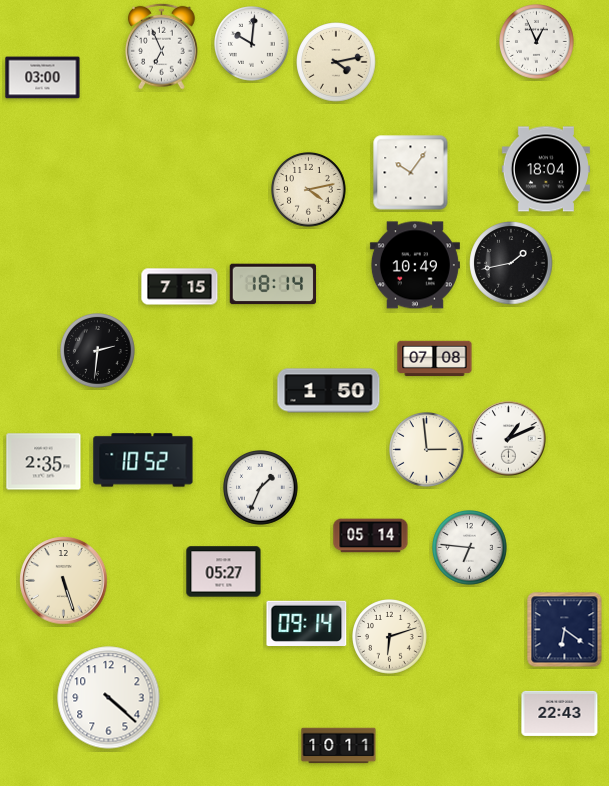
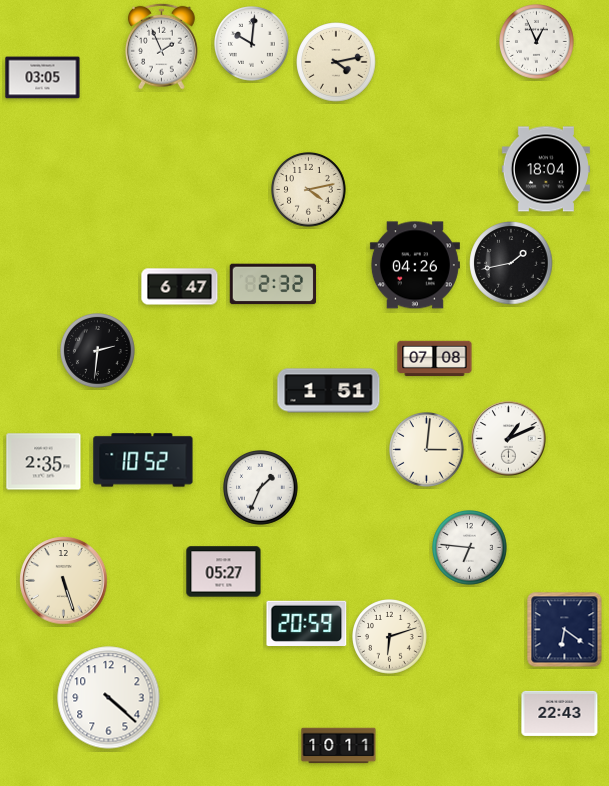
clock at (162, 46): 6:56 -> 1:56
clock at (43, 78): 03:00 -> 03:05
clock at (411, 173): 10:06 -> none
clock at (415, 265): 10:49 -> 04:26
clock at (273, 284): 18:14 -> 2:32
clock at (180, 287): 7:15 -> 6:47
clock at (329, 391): 1:50 -> 1:51
clock at (427, 450): 2:59 -> 3:01
clock at (371, 536): 05:14 -> none
clock at (307, 624): 09:14 -> 20:59
